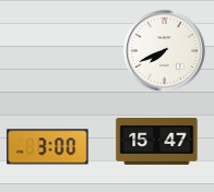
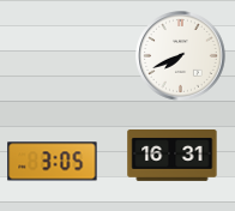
clock at (157, 142): 15:47 -> 16:31
clock at (48, 147): 3:00 -> 3:05
